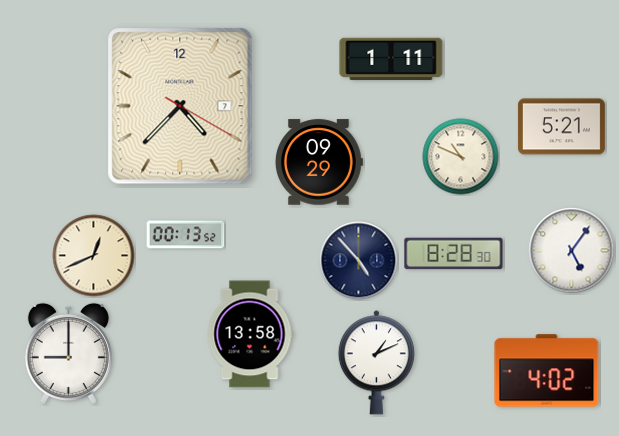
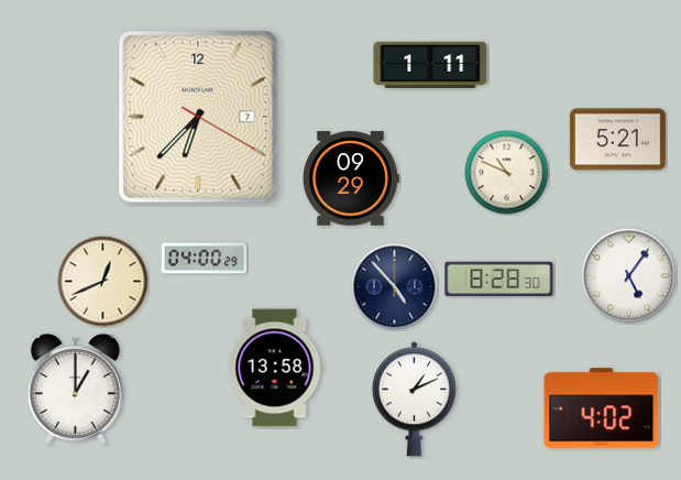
clock at (180, 106): 4:37 -> 6:37
clock at (186, 235): 00:13 -> 04:00
clock at (68, 353): 9:00 -> 1:00
